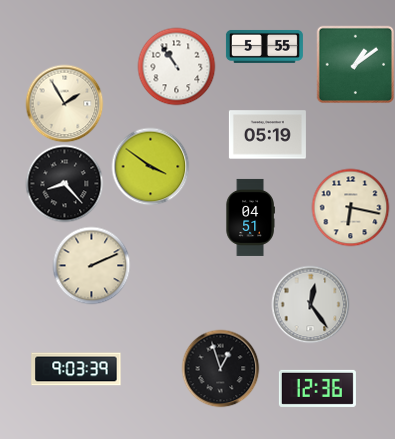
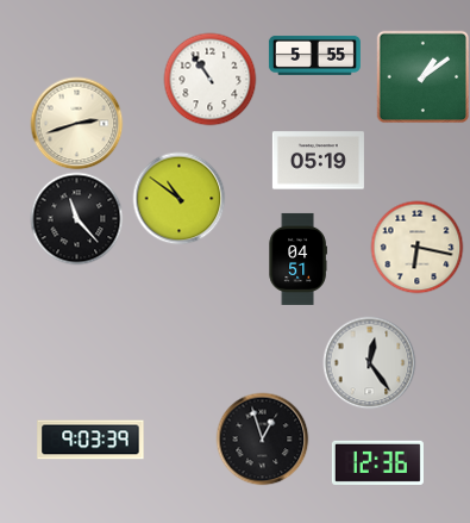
clock at (64, 103): 1:55 -> 2:42
clock at (150, 166): 3:51 -> 10:51
clock at (64, 183): 8:23 -> 11:23
clock at (91, 265): 2:11 -> none
